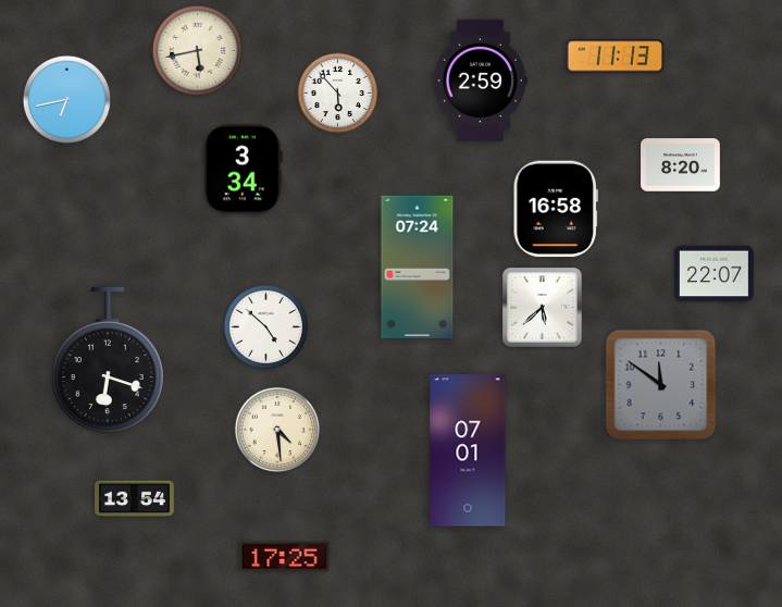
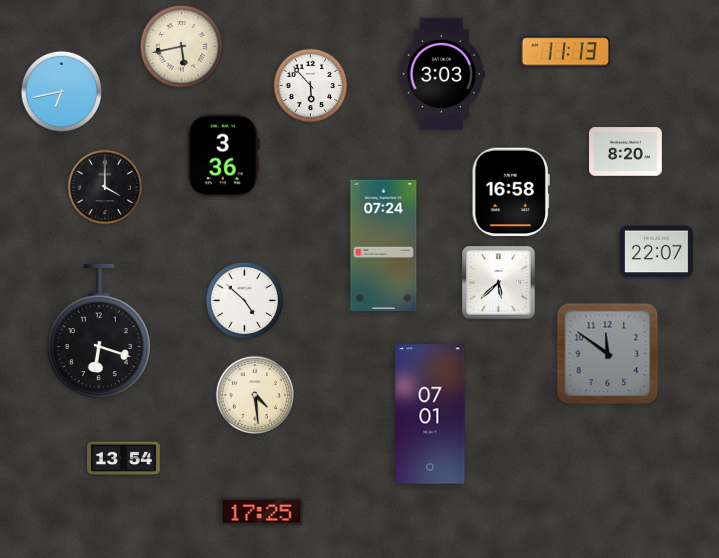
clock at (480, 80): 2:59 -> 3:03
clock at (243, 170): 3:34 -> 3:36
clock at (105, 187): none -> 4:00
